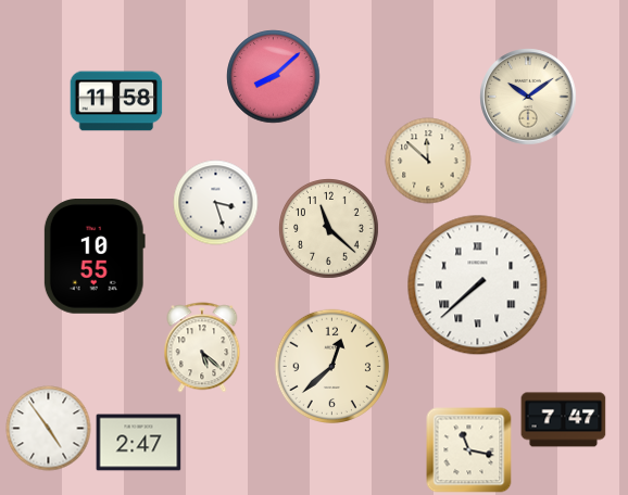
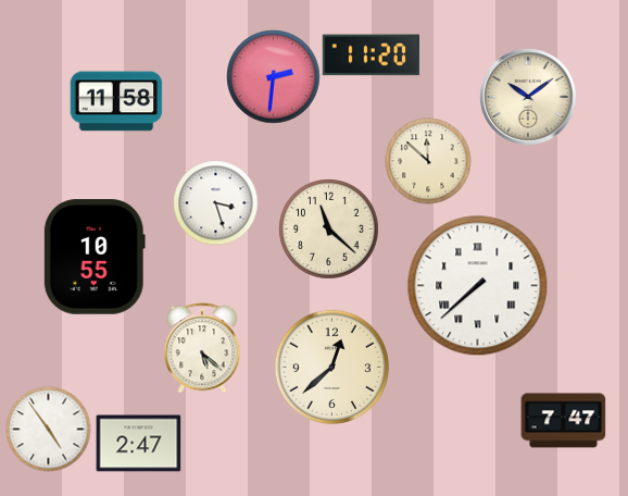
clock at (370, 55): none -> 11:20
clock at (273, 76): 8:08 -> 2:31
clock at (468, 449): 11:17 -> none
